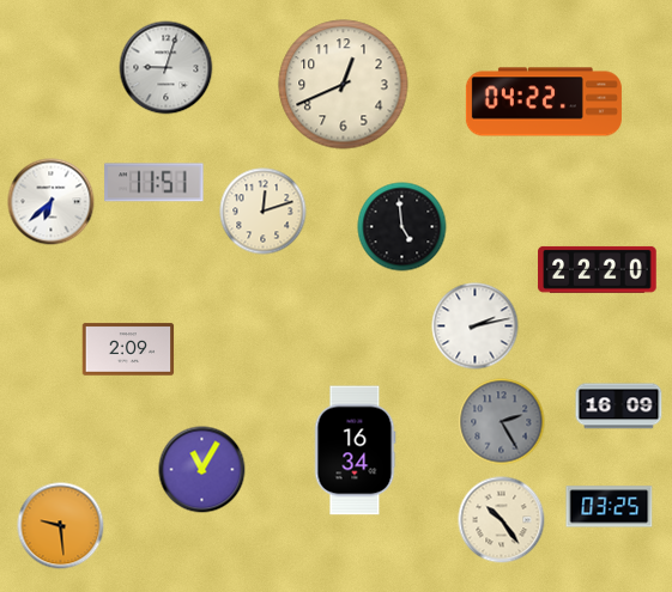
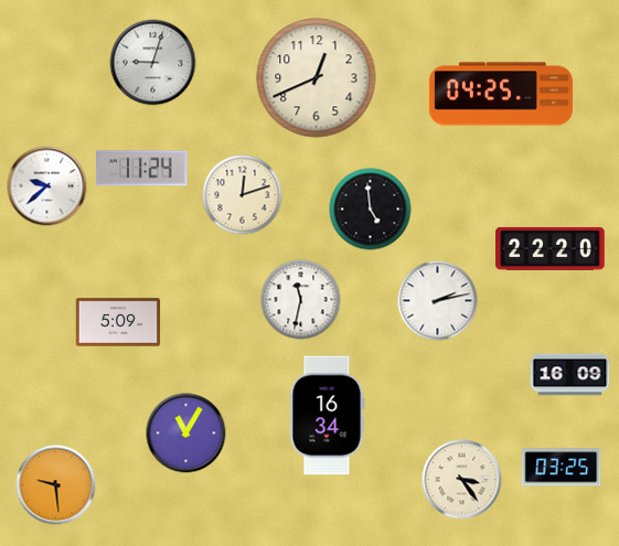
clock at (544, 102): 04:22 -> 04:25
clock at (155, 183): 11:51 -> 11:24
clock at (52, 202): 6:38 -> 9:38
clock at (301, 300): none -> 11:32
clock at (128, 349): 2:09 -> 5:09
clock at (502, 422): 2:25 -> none
clock at (502, 520): 10:24 -> 3:24
